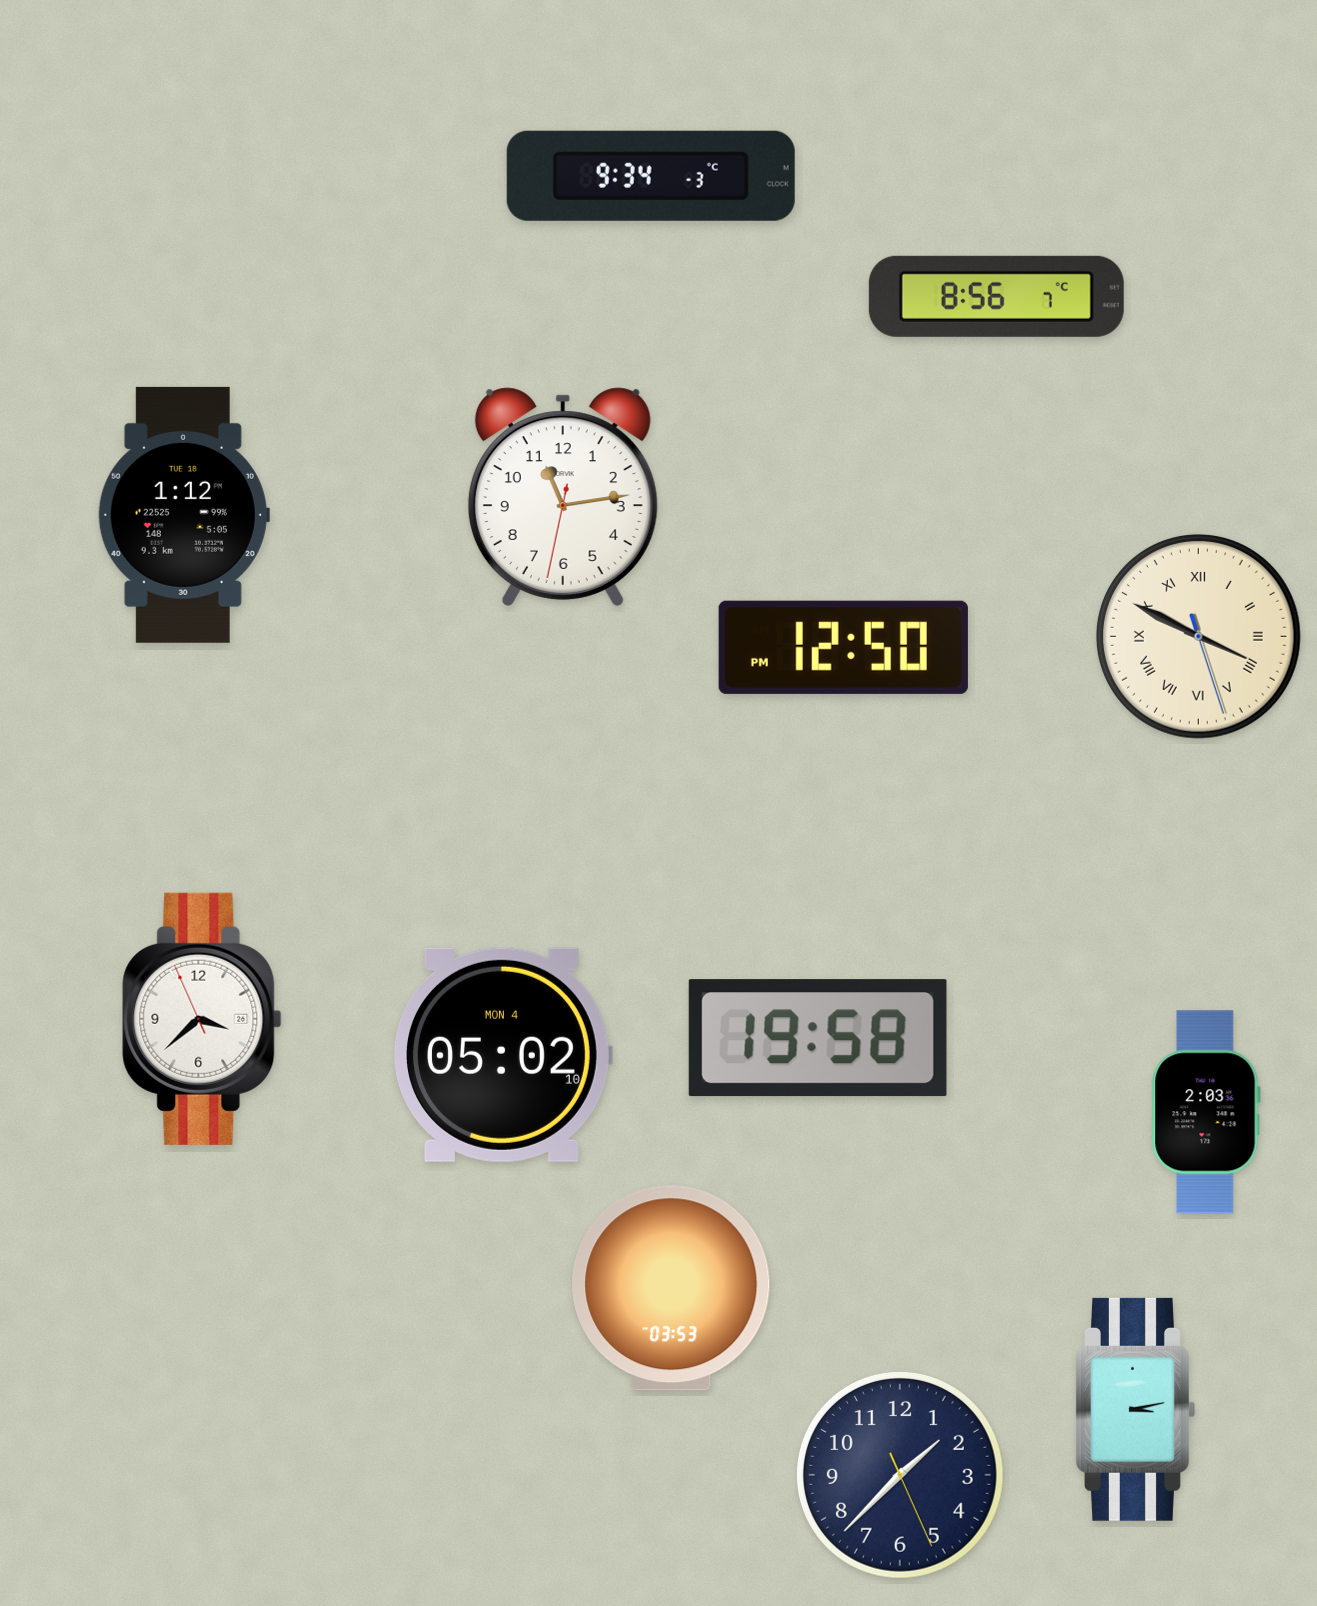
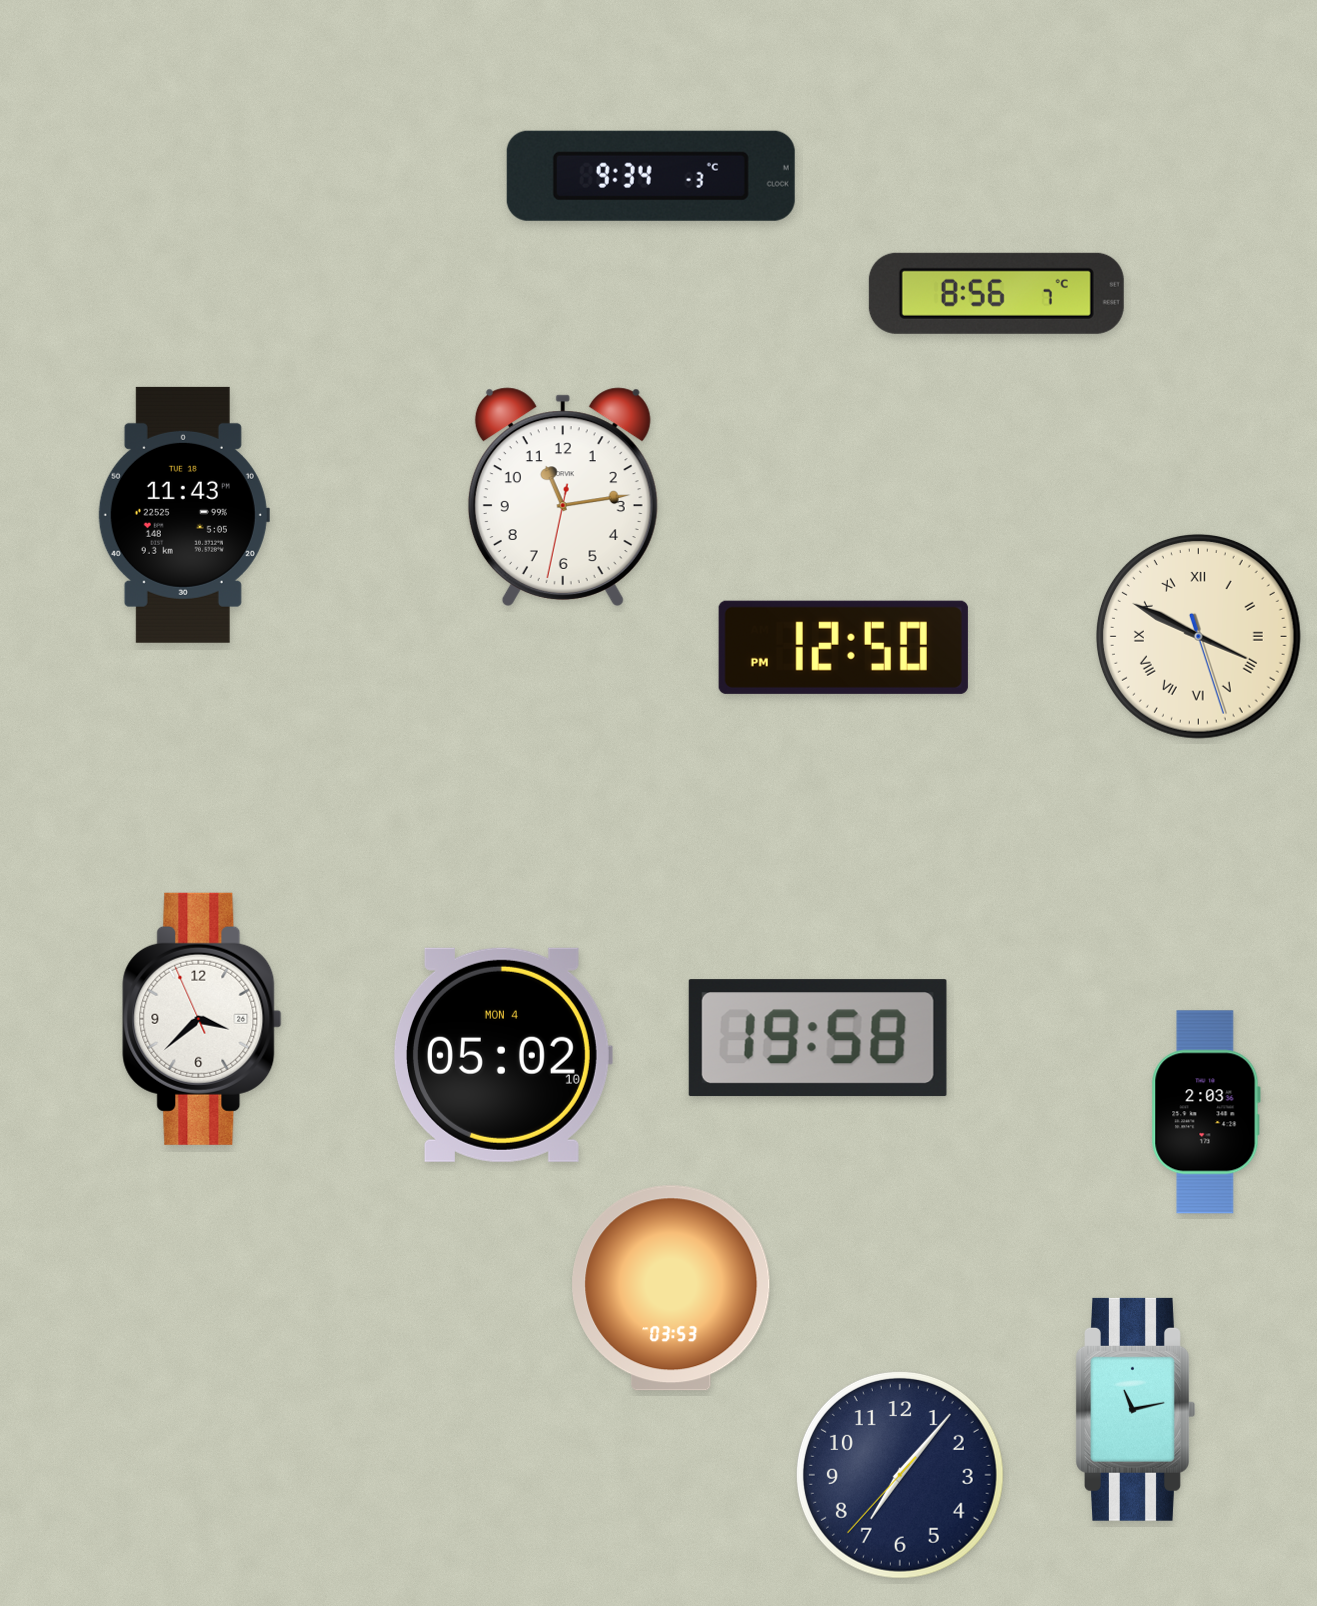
clock at (996, 296) position: (996, 296) -> (996, 293)
clock at (184, 515): 1:12 -> 11:43
clock at (1136, 1409): 3:13 -> 11:13
clock at (900, 1475): 1:37 -> 7:06
